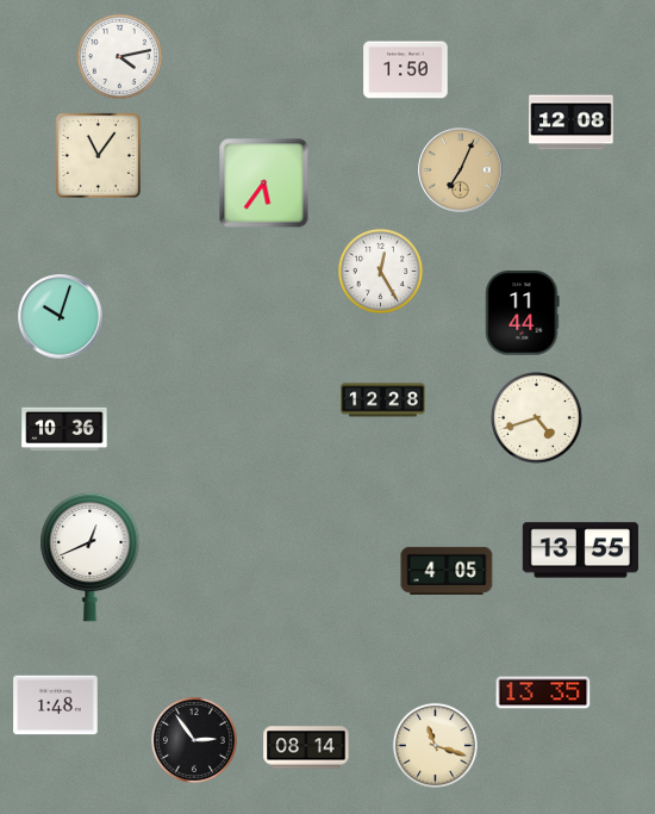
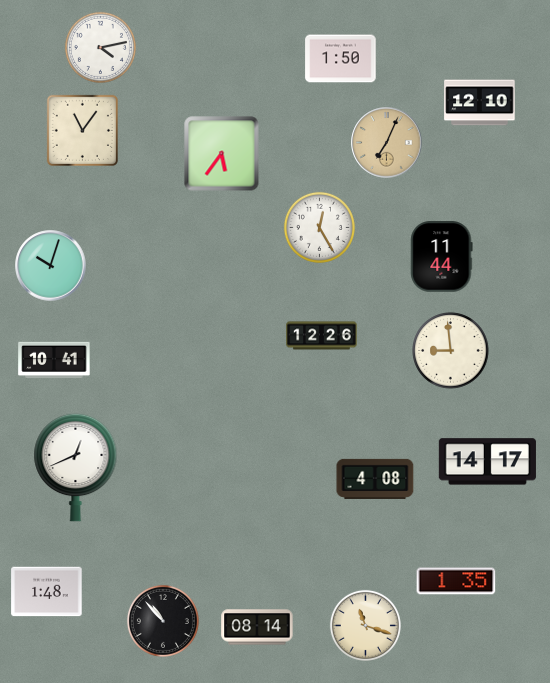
clock at (572, 123): 12:08 -> 12:10
clock at (523, 313) position: (523, 313) -> (442, 257)
clock at (383, 400): 12:28 -> 12:26
clock at (537, 418): 4:42 -> 8:59
clock at (64, 429): 10:36 -> 10:41
clock at (580, 551): 13:55 -> 14:17
clock at (447, 571): 4:05 -> 4:08
clock at (543, 692): 13:35 -> 1:35
clock at (194, 740): 2:54 -> 10:53
